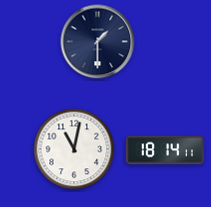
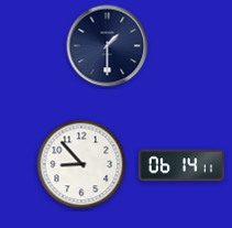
clock at (74, 149): 11:02 -> 8:53
clock at (165, 150): 18:14 -> 06:14
